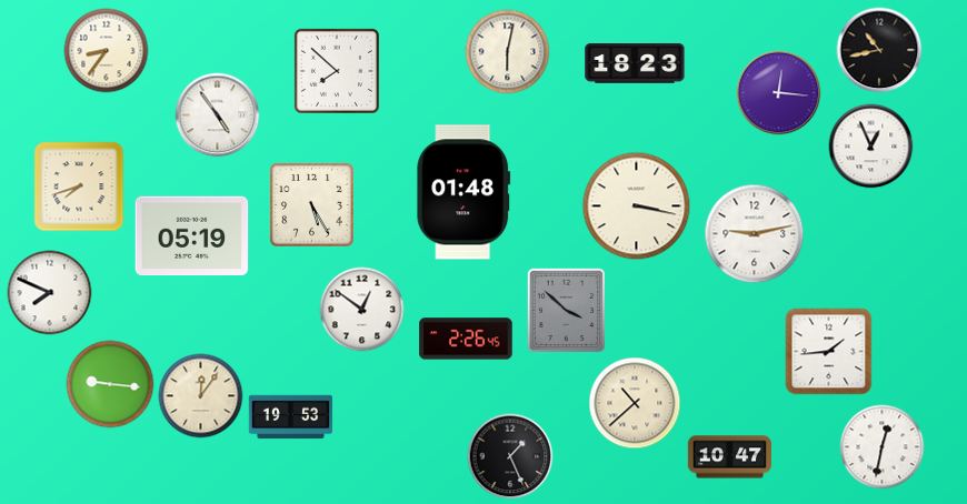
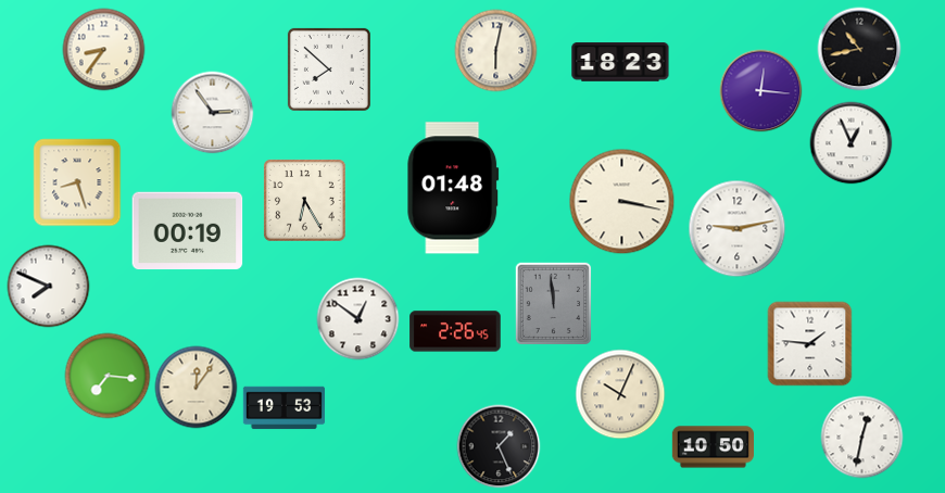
clock at (218, 115): 4:54 -> 2:54
clock at (79, 187): 7:42 -> 8:27
clock at (312, 205): 5:25 -> 6:25
clock at (192, 236): 05:19 -> 00:19
clock at (362, 310) position: (362, 310) -> (358, 319)
clock at (566, 310): 3:52 -> 11:59
clock at (829, 352): 1:44 -> 1:46
clock at (110, 384): 9:16 -> 7:16
clock at (635, 403): 10:38 -> 10:04
clock at (729, 457): 10:47 -> 10:50
